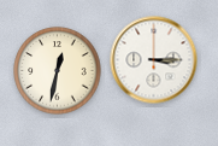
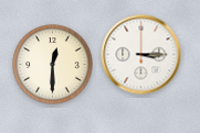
clock at (58, 71): 12:32 -> 12:30
